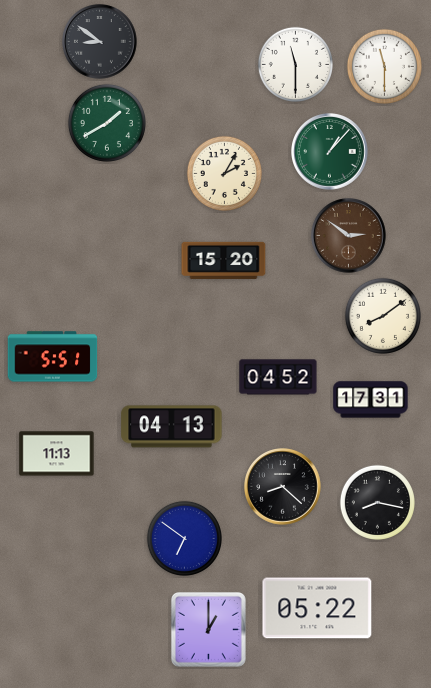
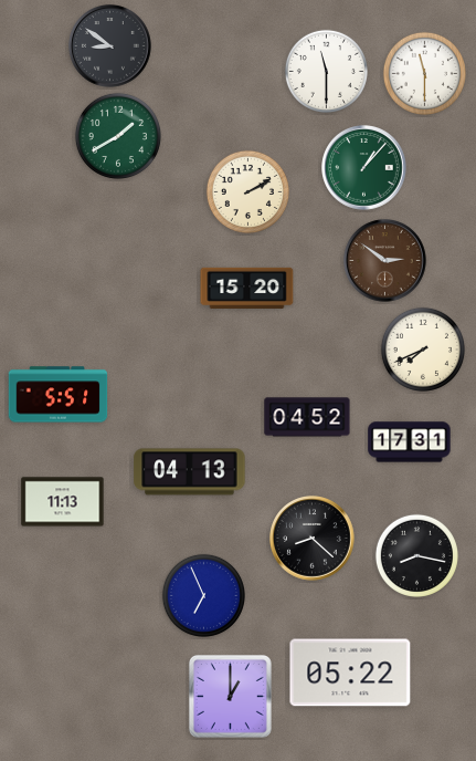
clock at (224, 173): 2:05 -> 2:10
clock at (383, 316): 8:09 -> 7:41
clock at (184, 538): 6:51 -> 6:56
